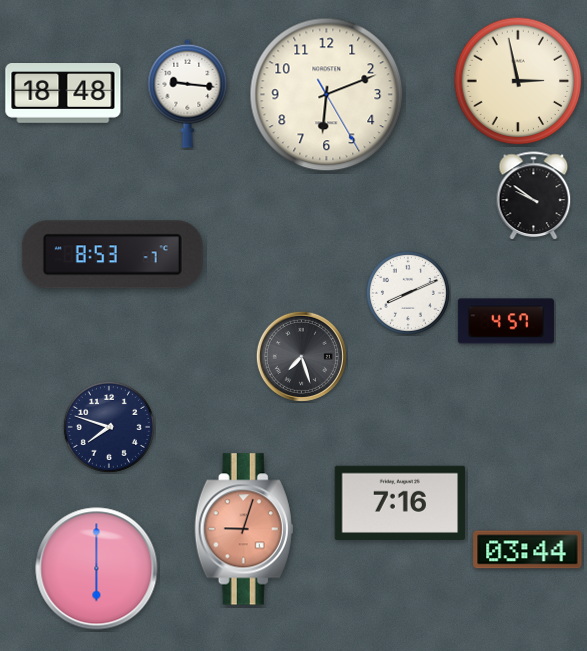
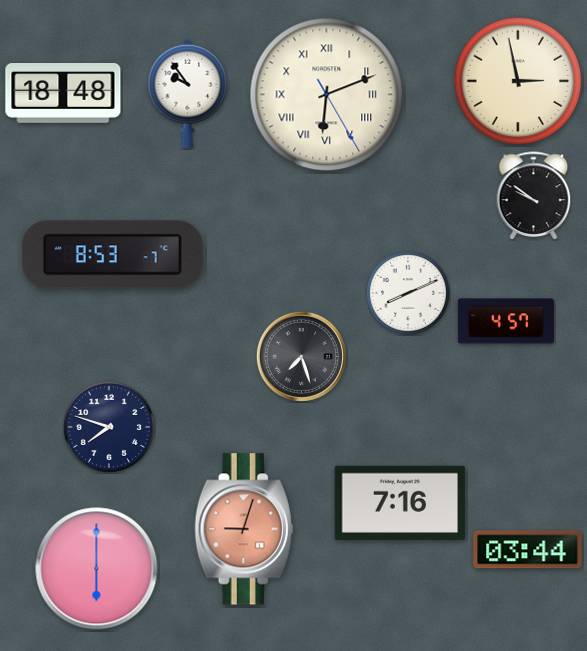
clock at (188, 93): 9:16 -> 9:54
clock at (327, 95) numerals: Arabic -> Roman
